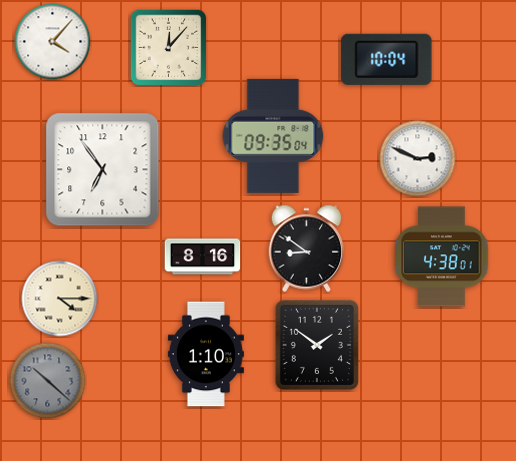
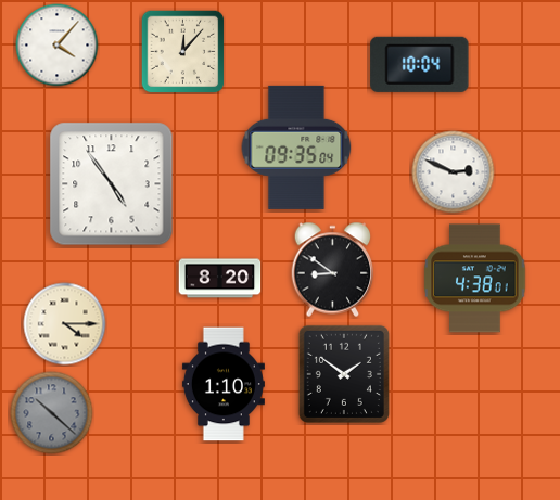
clock at (103, 170): 6:54 -> 4:54
clock at (203, 257): 8:16 -> 8:20
clock at (442, 257) position: (442, 257) -> (475, 279)
